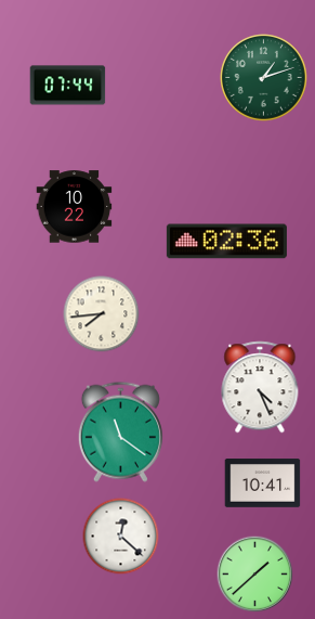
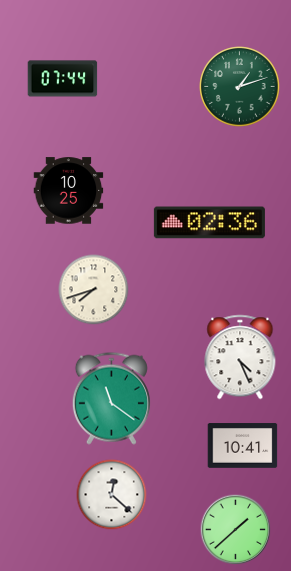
clock at (264, 78) position: (264, 78) -> (240, 87)
clock at (75, 207): 10:22 -> 10:25
clock at (102, 314): 7:44 -> 7:42
